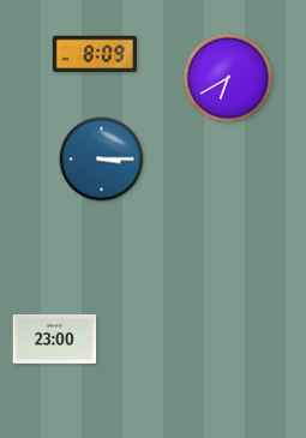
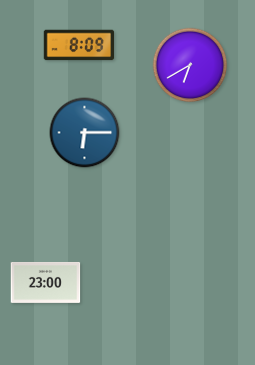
clock at (102, 160): 3:15 -> 6:15
